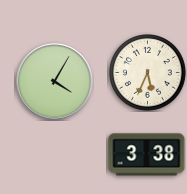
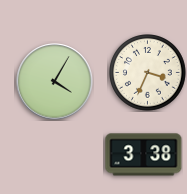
clock at (148, 73): 5:34 -> 3:34
clock at (147, 155) position: (147, 155) -> (144, 155)
